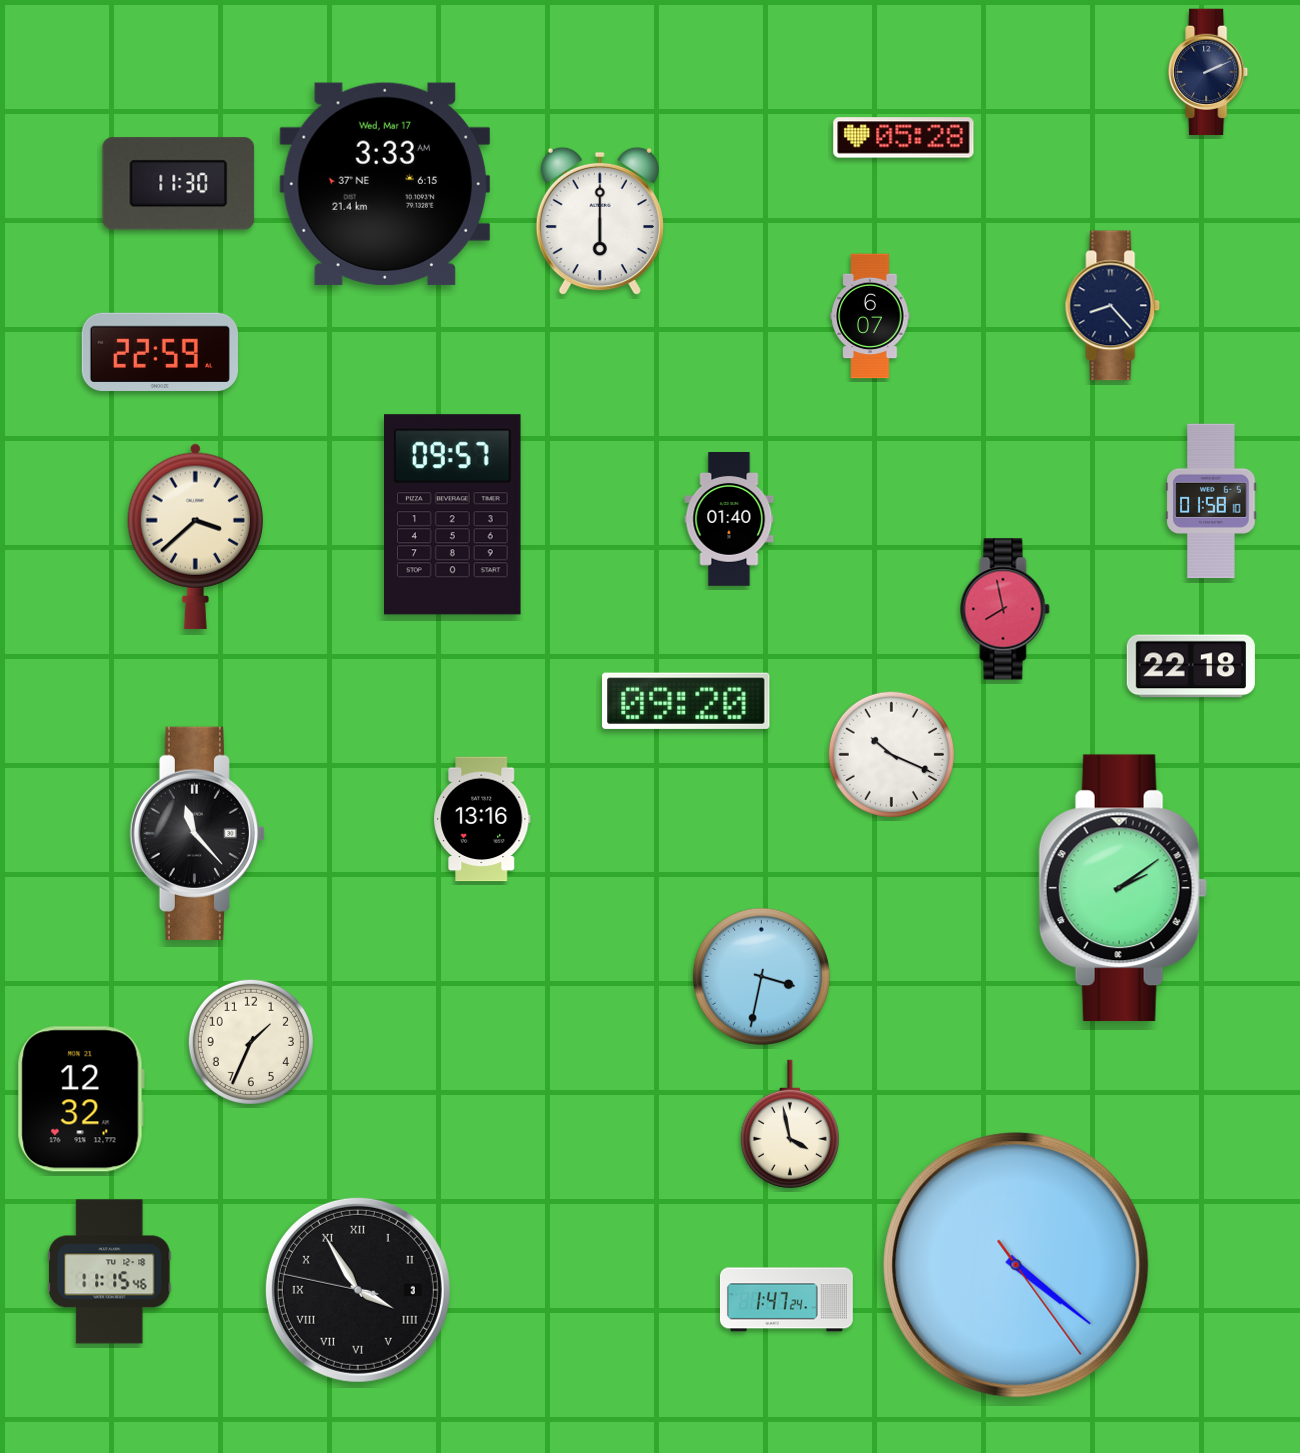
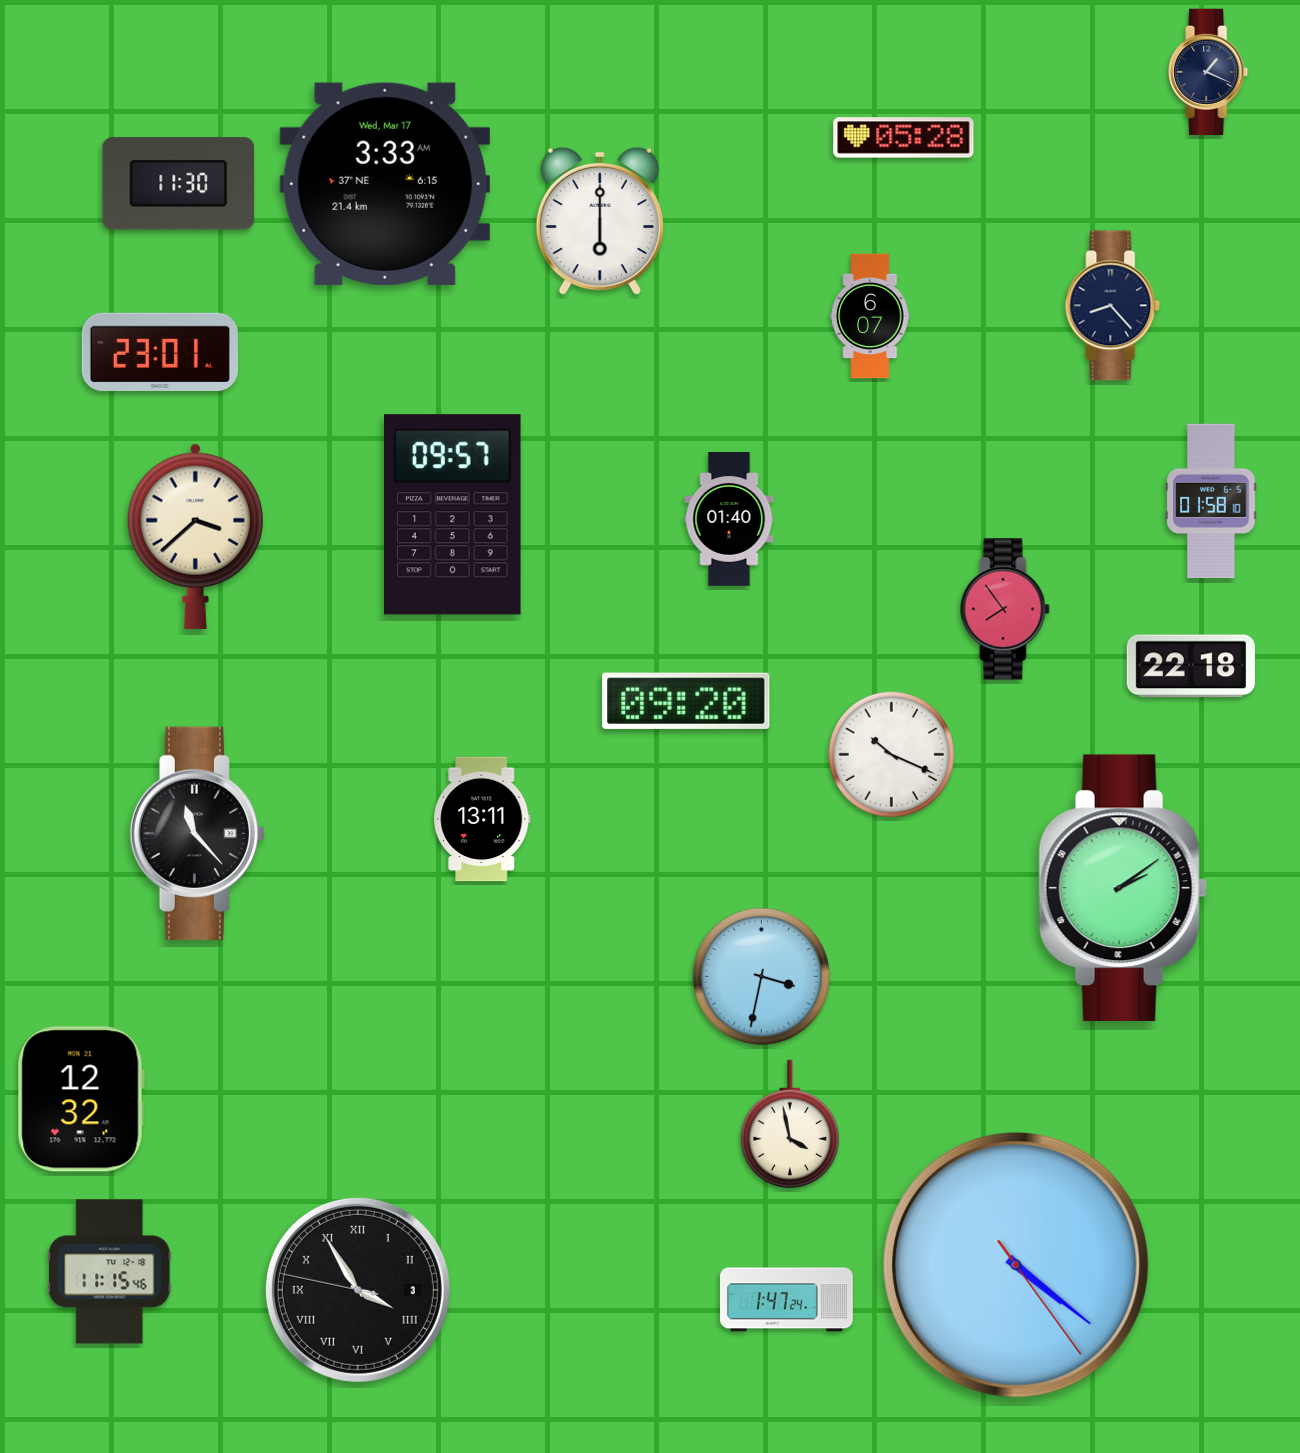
clock at (1209, 72): 2:11 -> 1:19
clock at (160, 352): 22:59 -> 23:01
clock at (1005, 609): 7:58 -> 7:54
clock at (482, 819): 13:16 -> 13:11
clock at (251, 1042): 1:34 -> none
